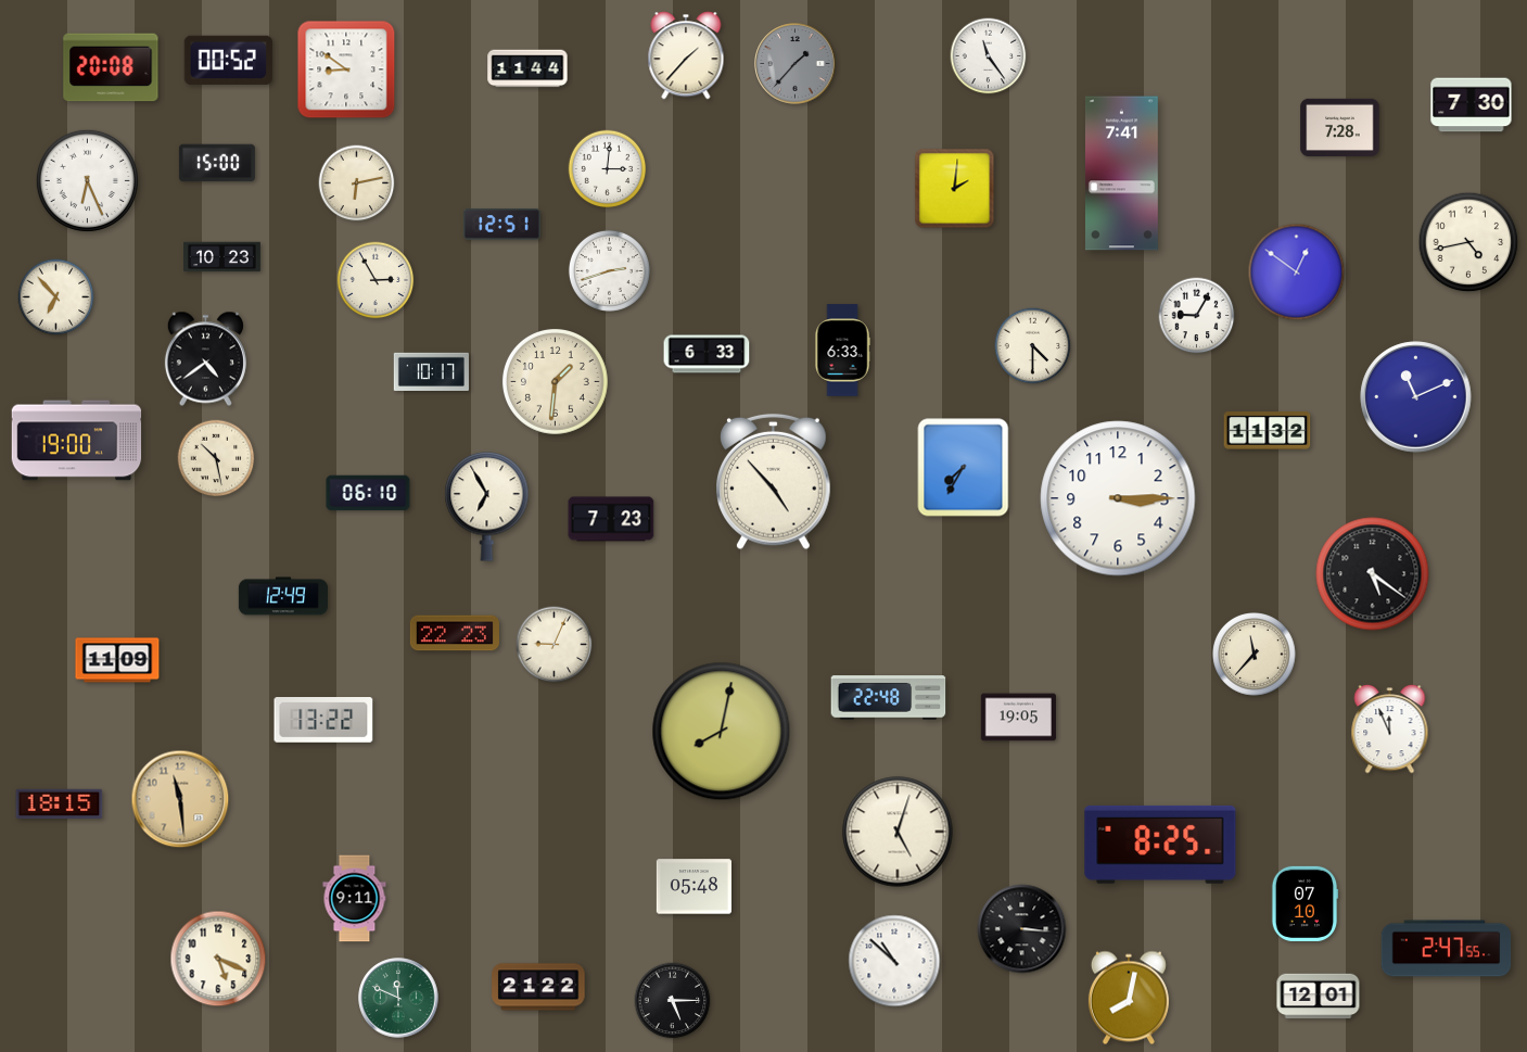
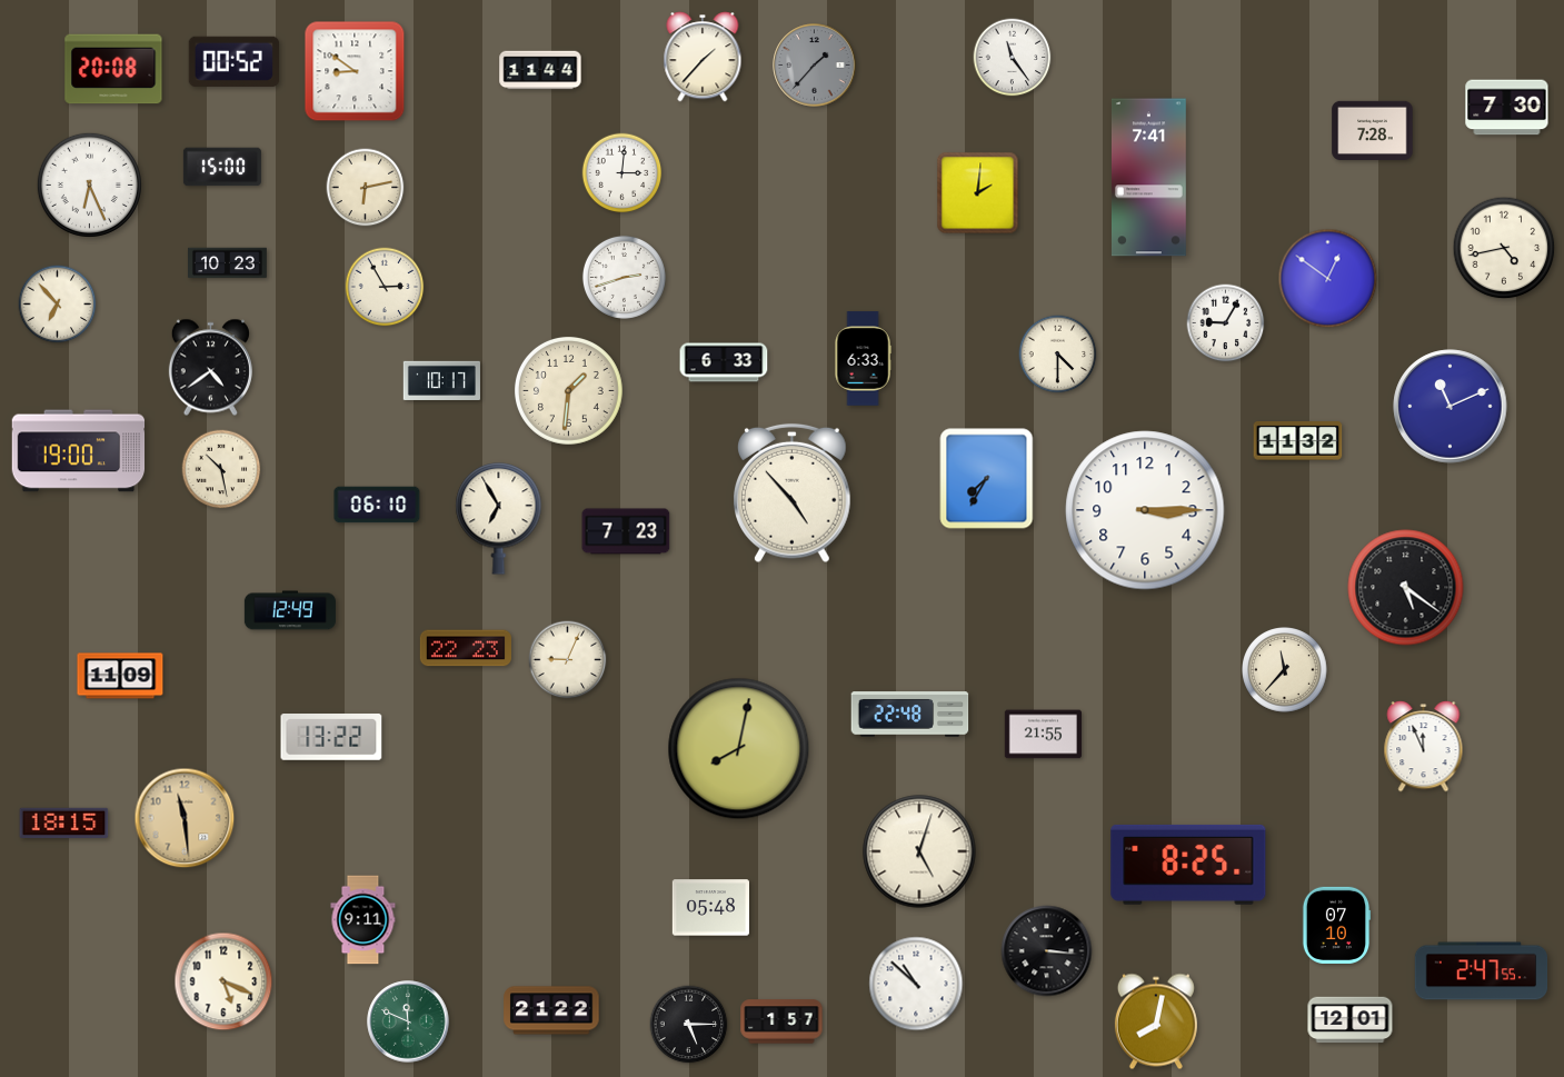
clock at (501, 225): 12:51 -> none
clock at (1018, 718): 19:05 -> 21:55
clock at (60, 803) position: (60, 803) -> (64, 822)
clock at (781, 1021): none -> 1:57
